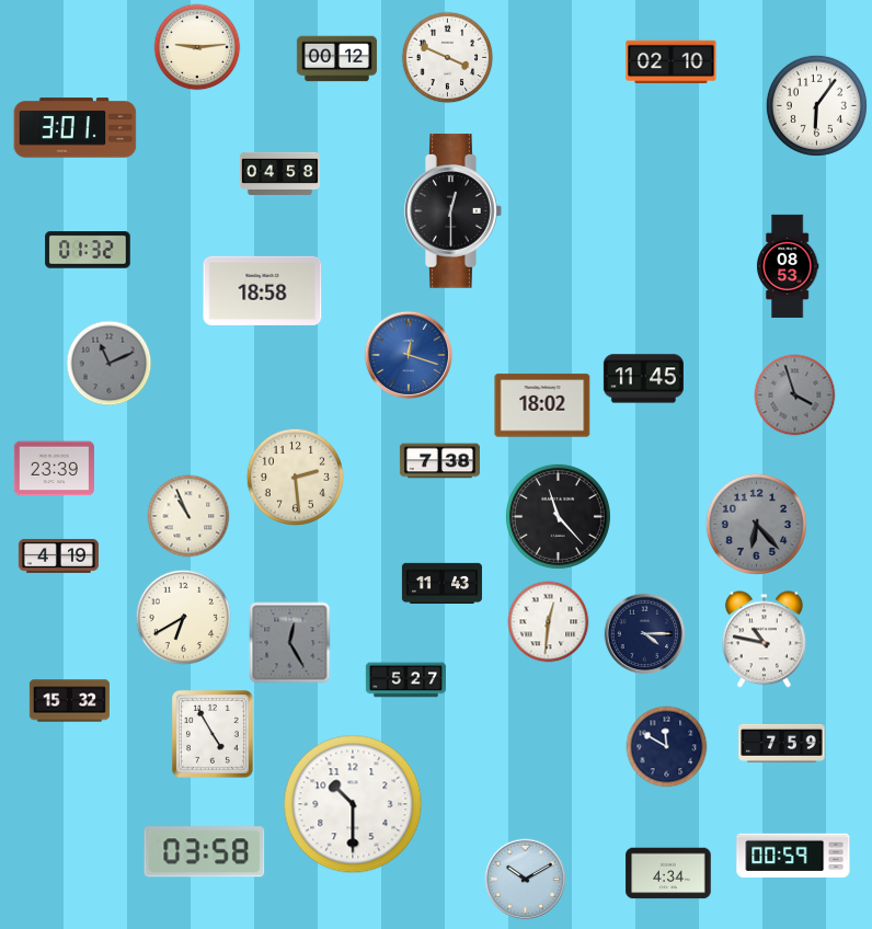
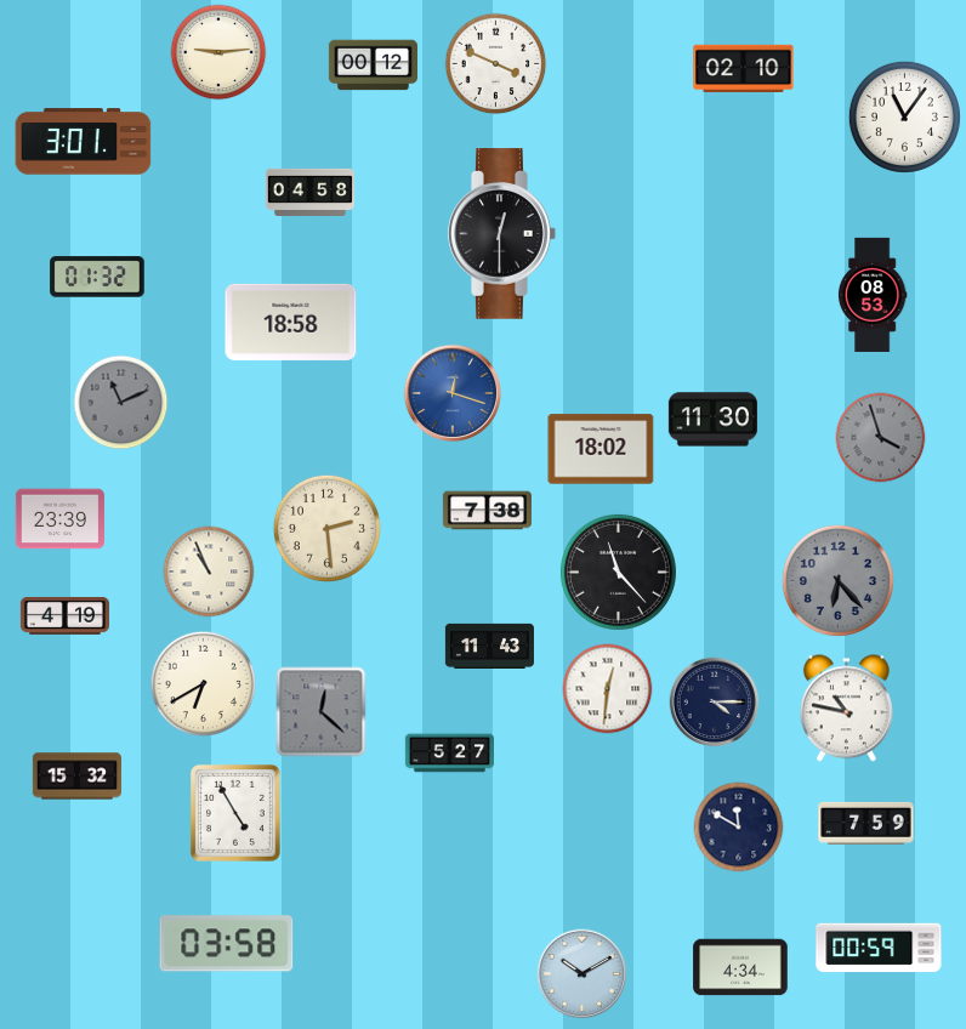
clock at (816, 105): 6:06 -> 11:06
clock at (643, 379): 11:45 -> 11:30
clock at (290, 643): 12:25 -> 12:22
clock at (353, 804): 10:30 -> none
